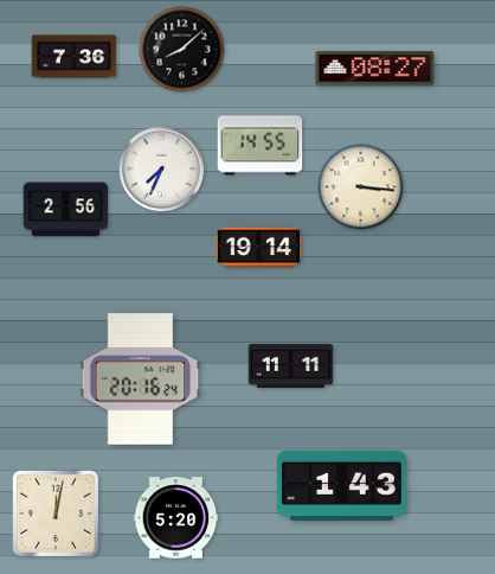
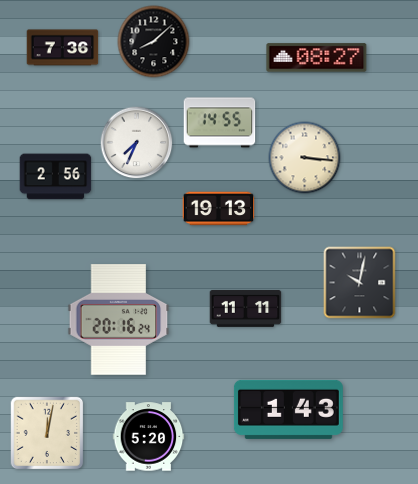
clock at (259, 248): 19:14 -> 19:13
clock at (360, 283): none -> 10:02
